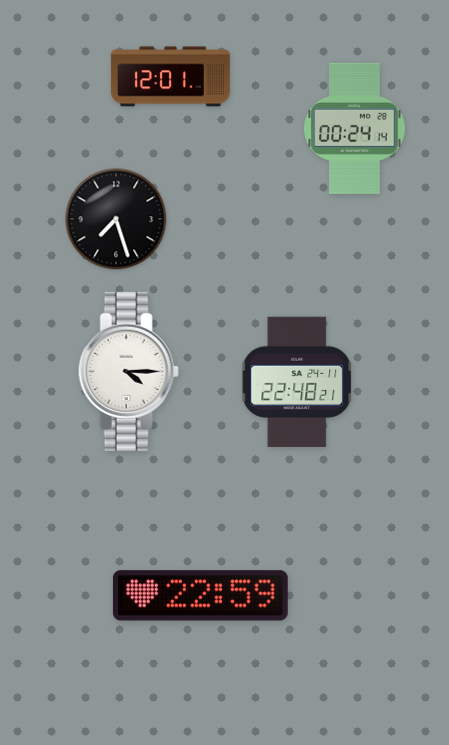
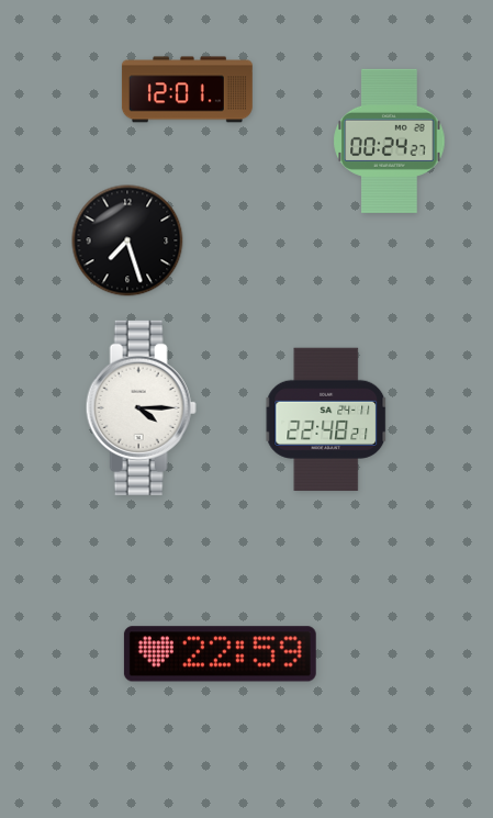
clock at (170, 77) position: (170, 77) -> (187, 90)
clock at (355, 128): 00:24:14 -> 00:24:27
